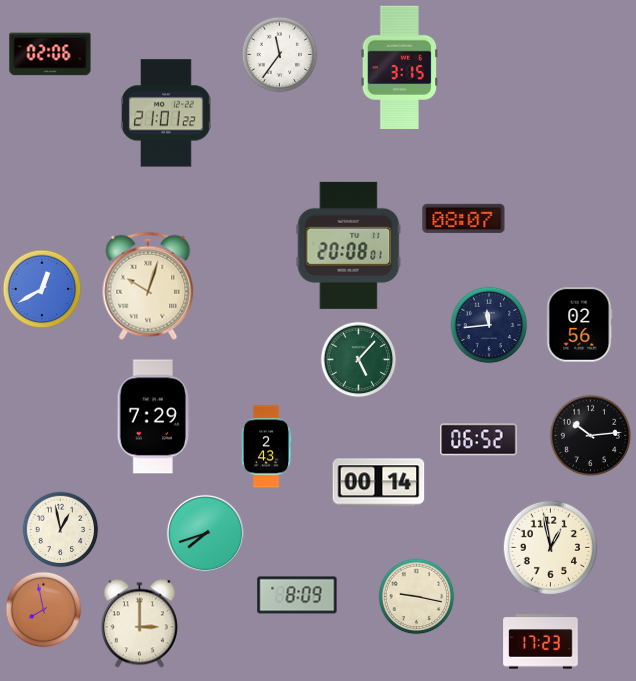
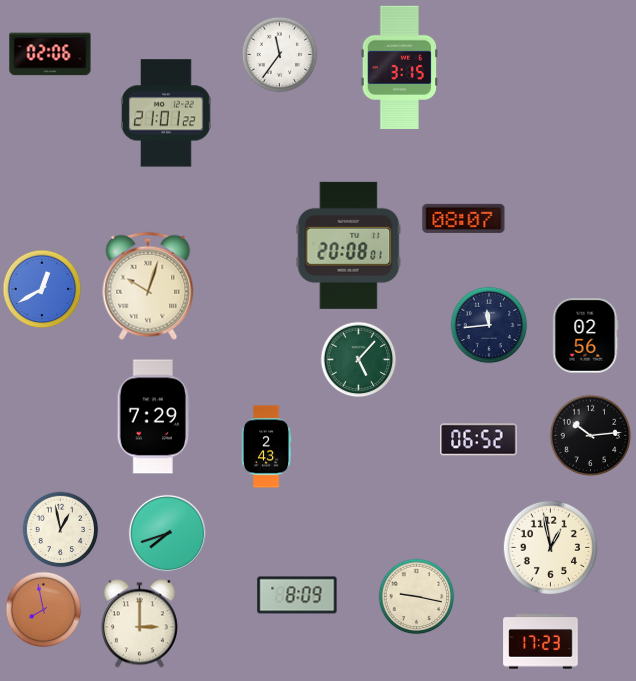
clock at (579, 325) position: (579, 325) -> (585, 336)
clock at (379, 483): 00:14 -> none
clock at (205, 533) position: (205, 533) -> (167, 533)
